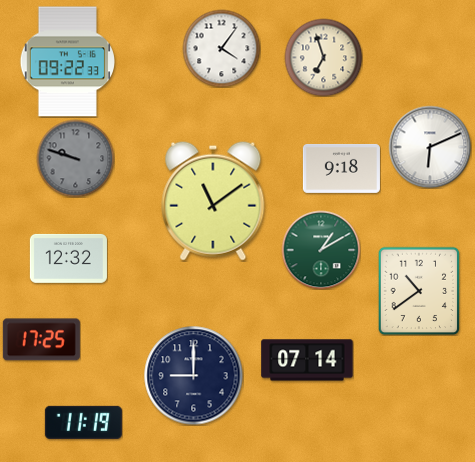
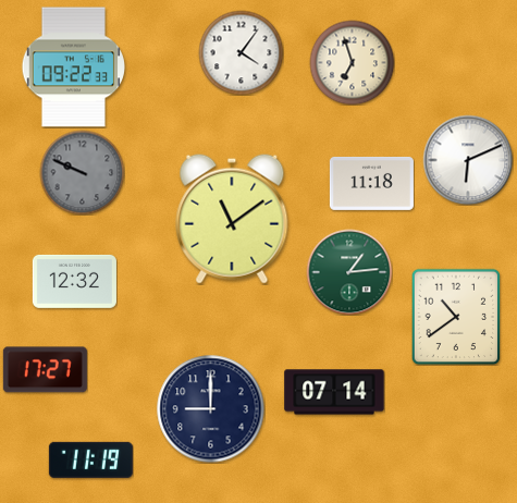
clock at (75, 158): 9:48 -> 9:49
clock at (341, 168): 9:18 -> 11:18
clock at (321, 250): 1:10 -> 1:14
clock at (41, 340): 17:25 -> 17:27
